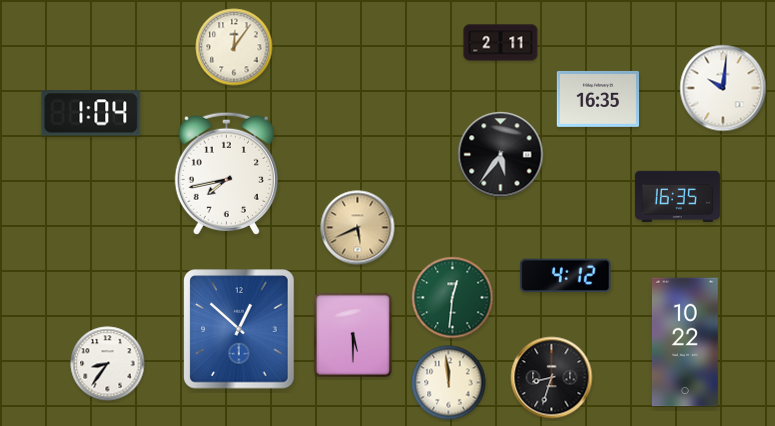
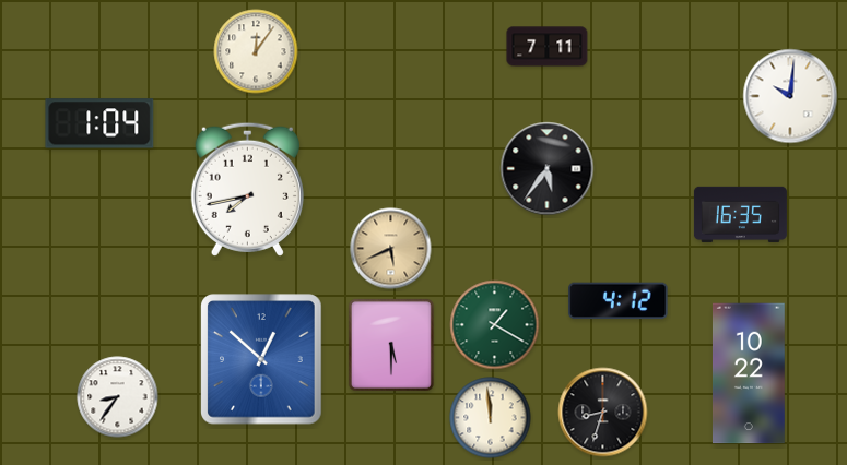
clock at (501, 43): 2:11 -> 7:11
clock at (597, 99): 16:35 -> none
clock at (453, 298): 12:31 -> 1:20
clock at (353, 335) position: (353, 335) -> (391, 345)
